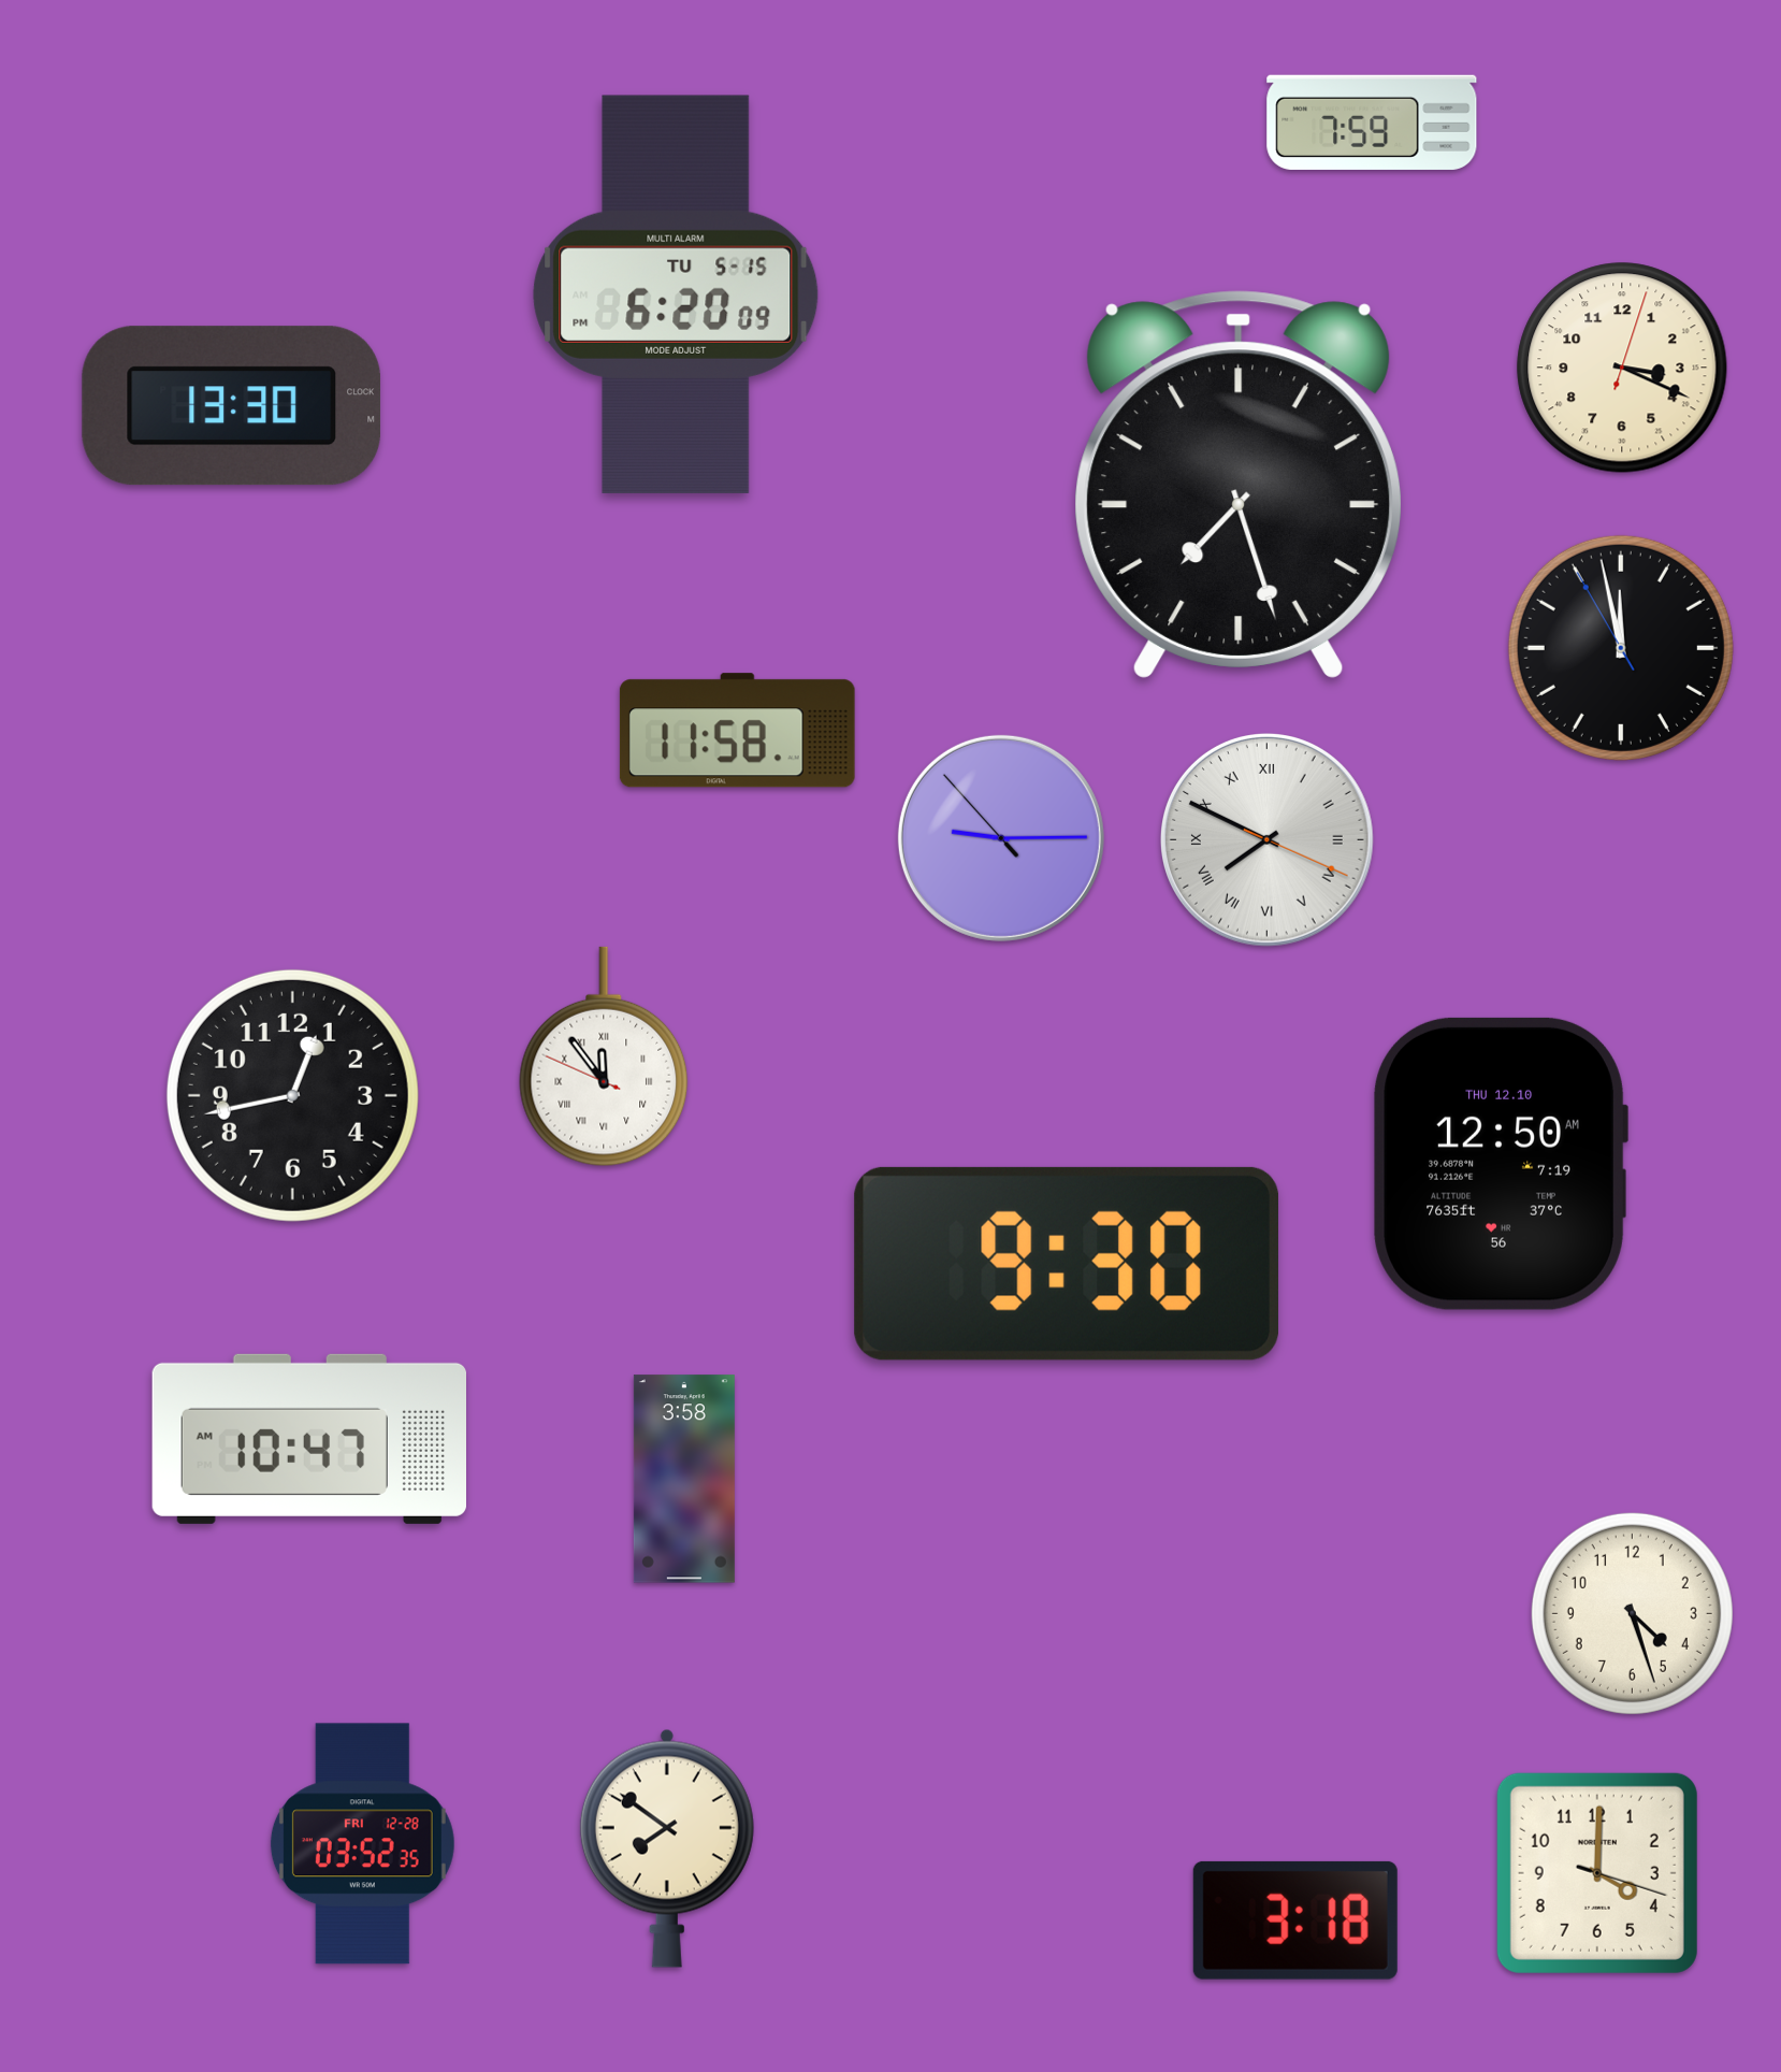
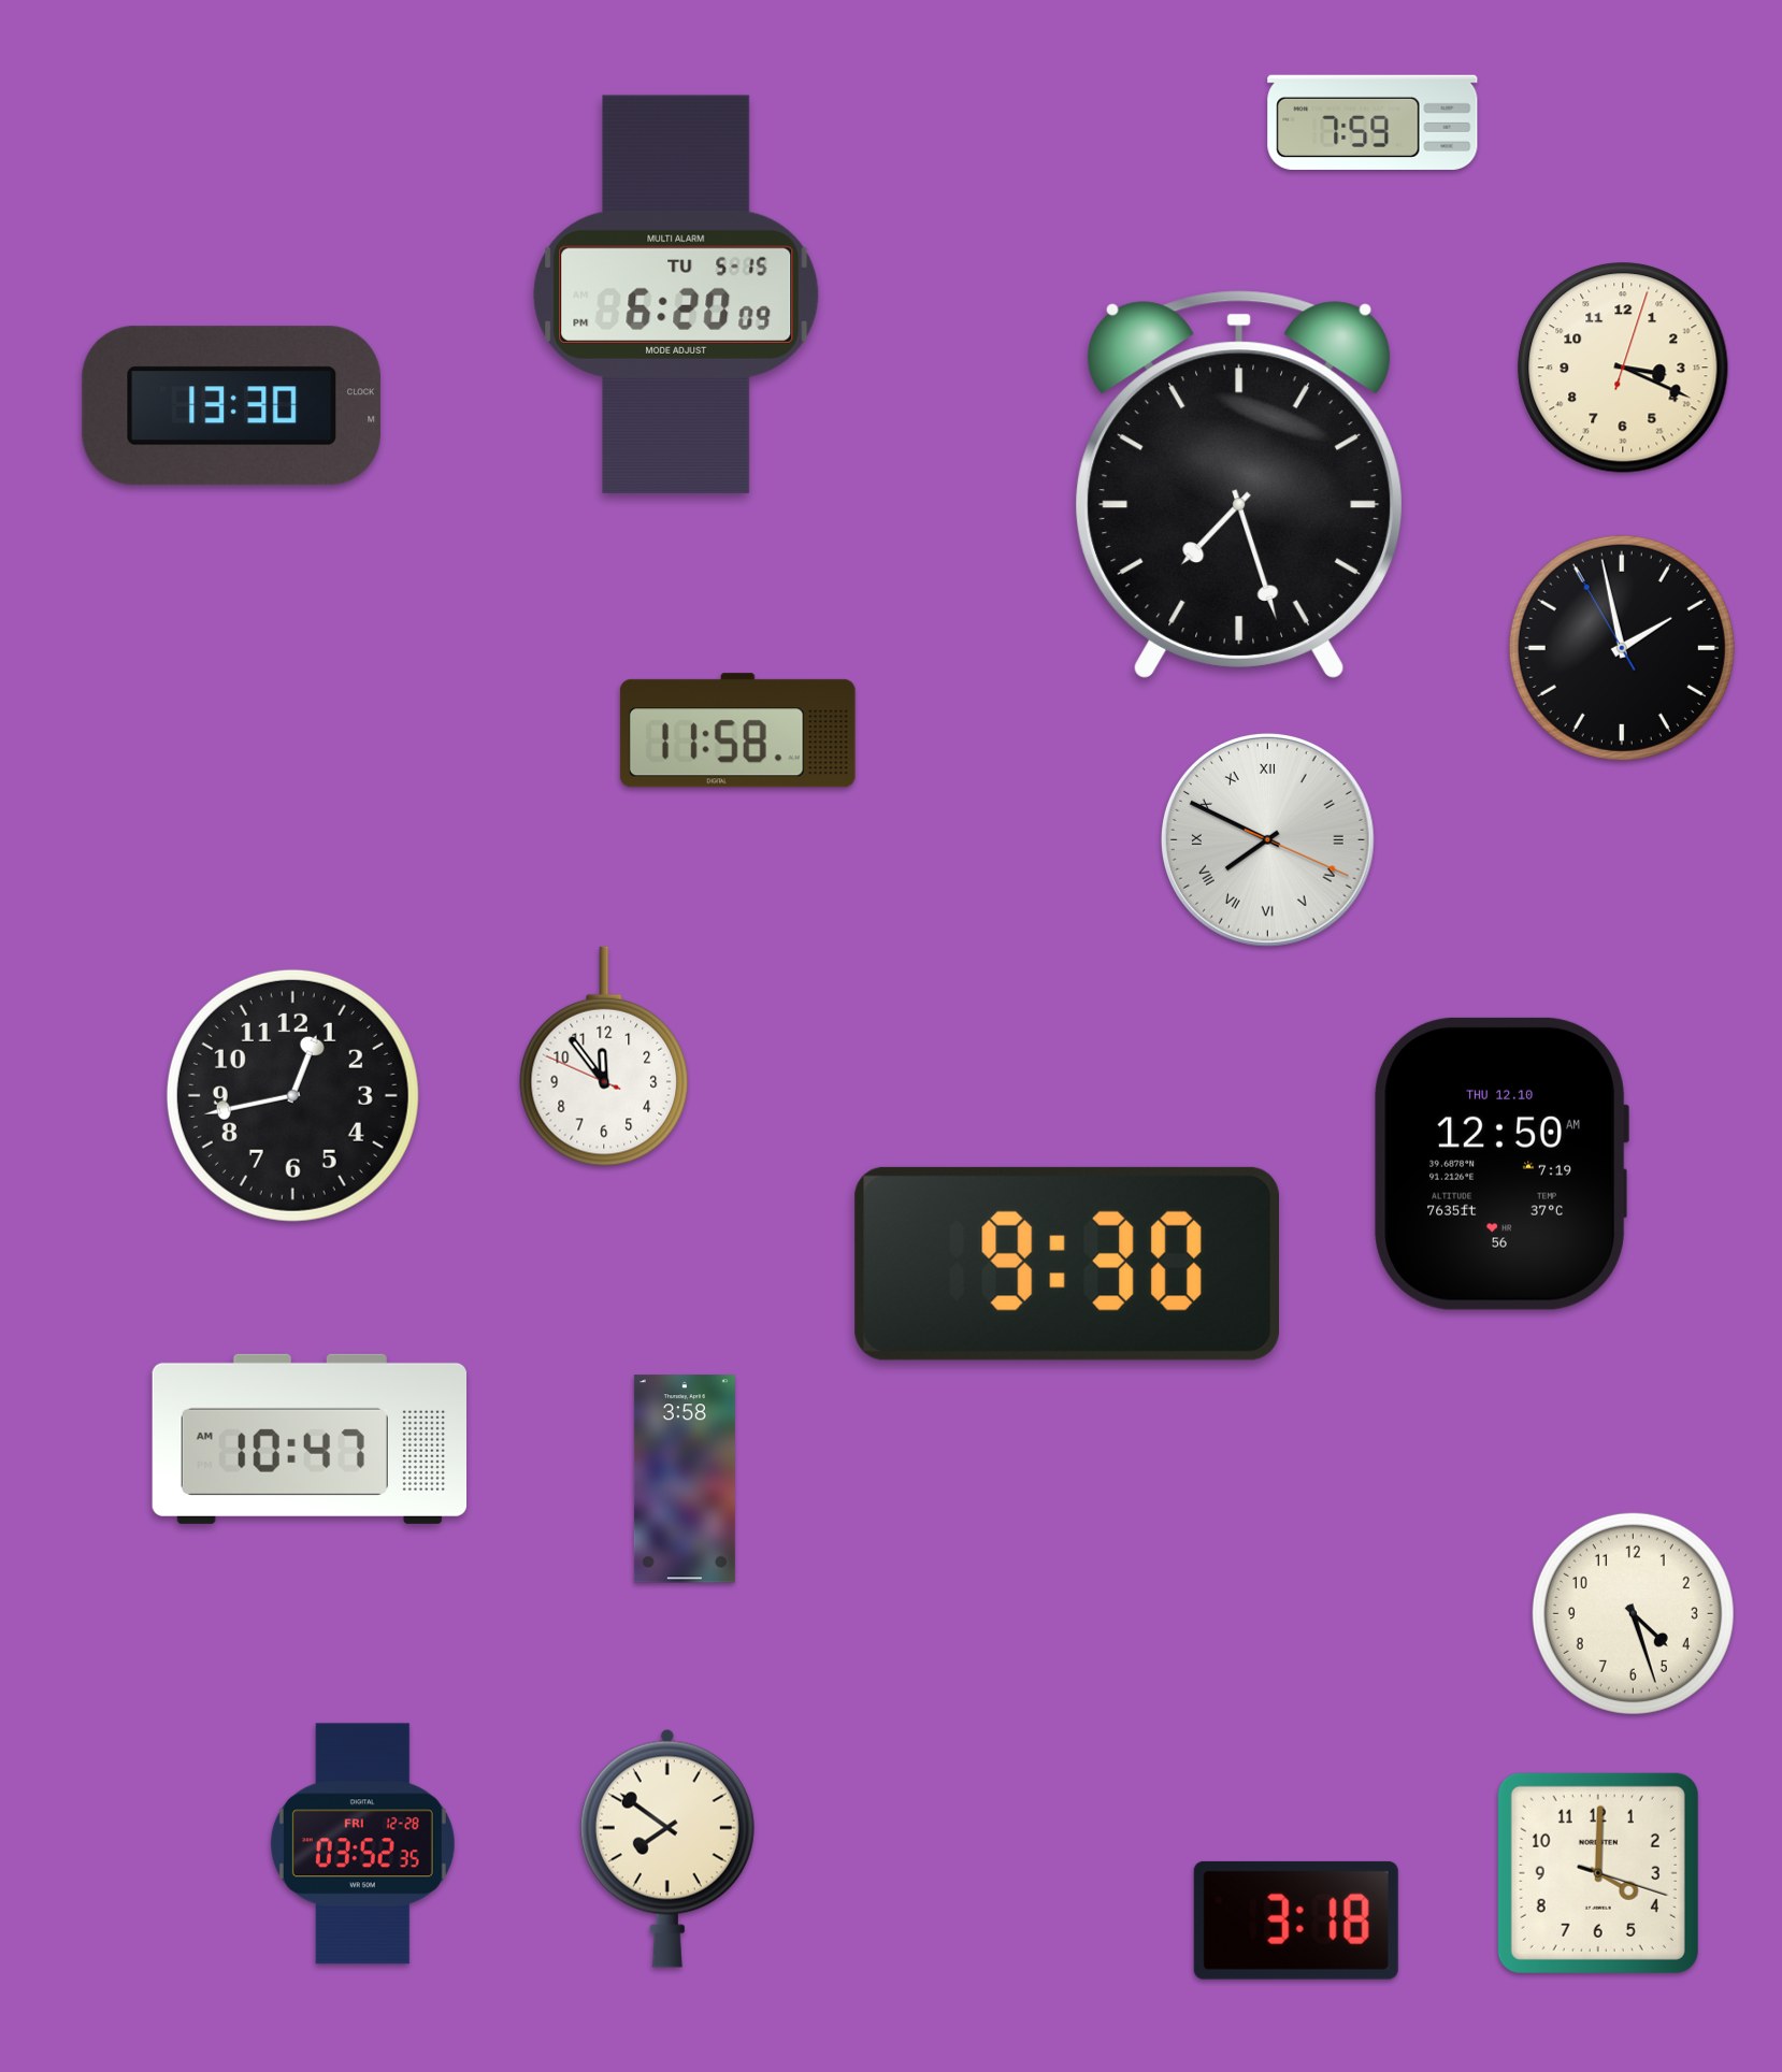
clock at (1621, 648): 11:57 -> 1:57
clock at (1001, 838): 9:14 -> none
clock at (604, 1056) numerals: Roman -> Arabic
